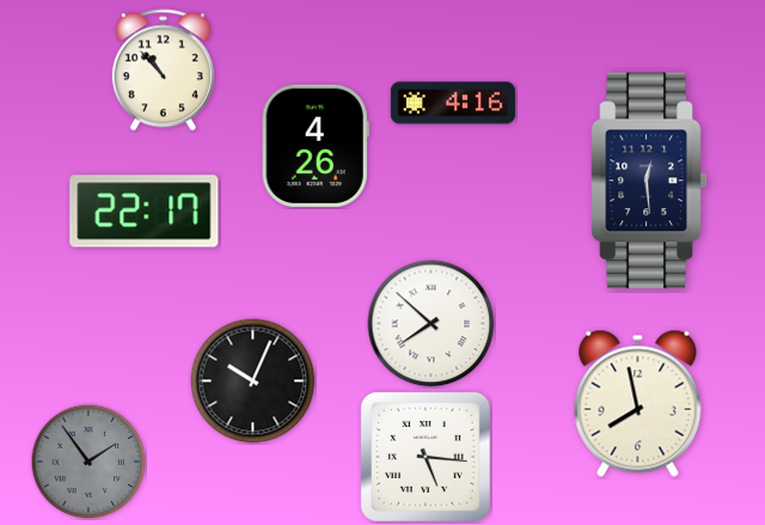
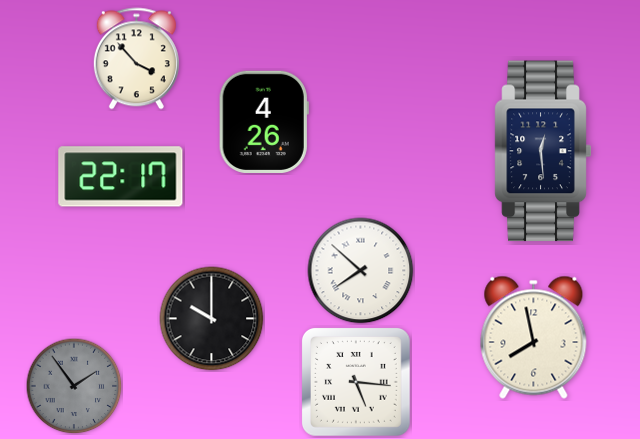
clock at (163, 71): 10:53 -> 3:53
clock at (453, 103): 4:16 -> none
clock at (253, 381): 10:04 -> 10:00
